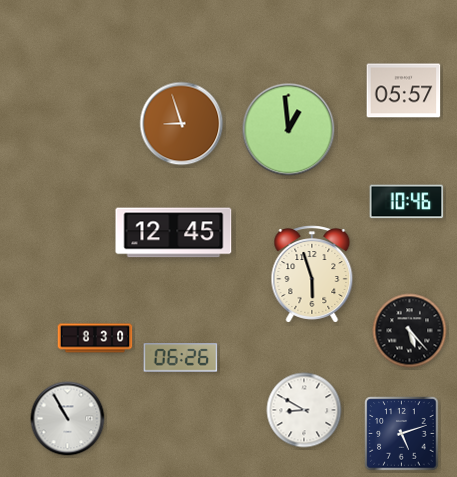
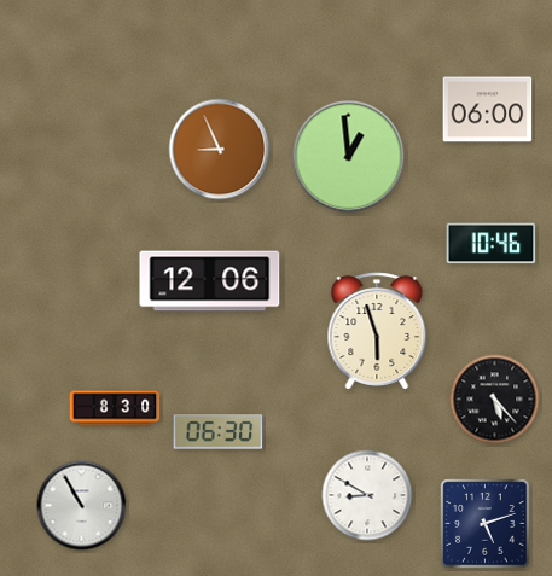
clock at (404, 91): 05:57 -> 06:00
clock at (182, 124): 8:57 -> 8:56
clock at (174, 233): 12:45 -> 12:06
clock at (181, 358): 06:26 -> 06:30
